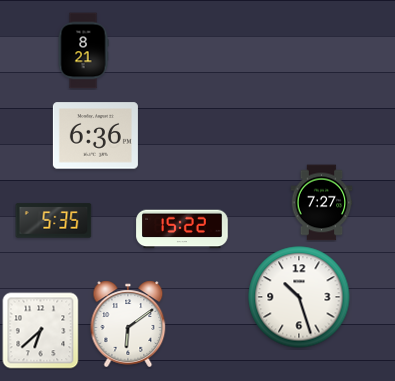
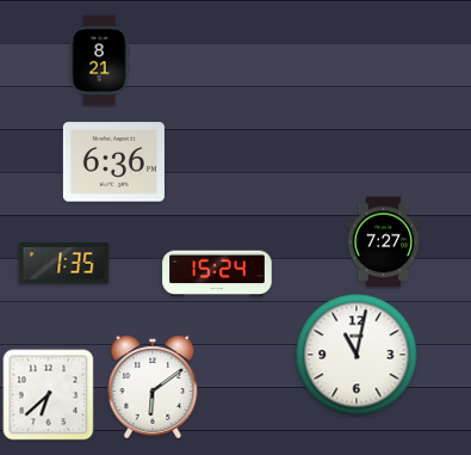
clock at (54, 221): 5:35 -> 1:35
clock at (182, 229): 15:22 -> 15:24
clock at (299, 297): 10:27 -> 11:02
